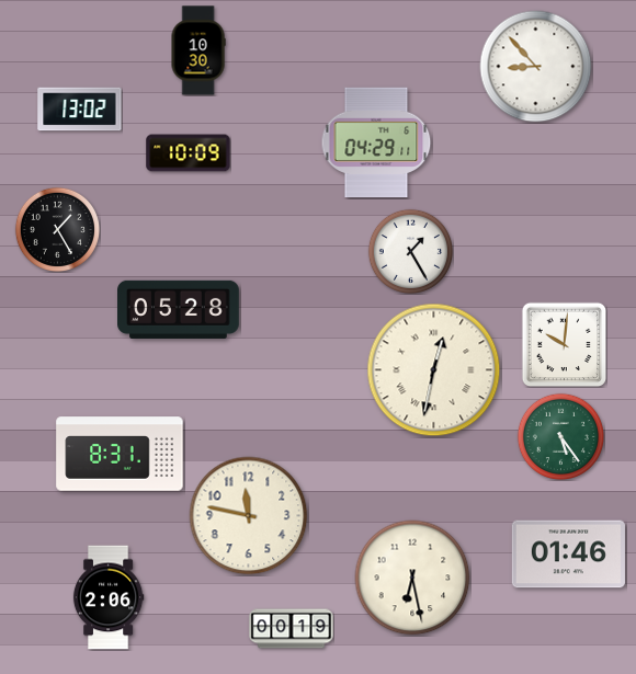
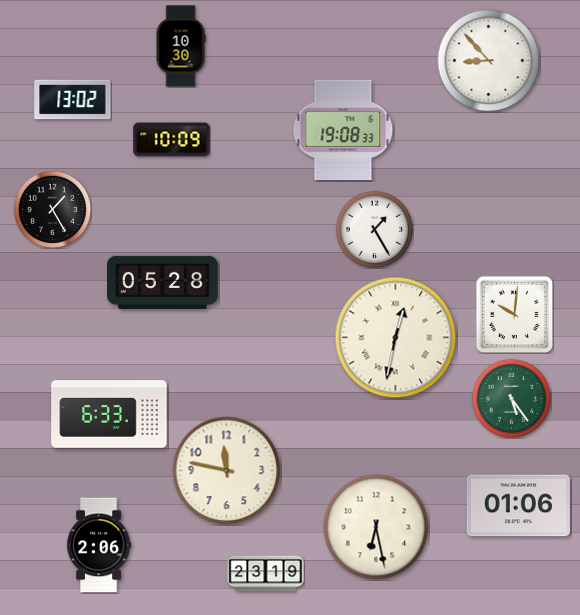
clock at (376, 142): 04:29 -> 19:08
clock at (120, 454): 8:31 -> 6:33
clock at (568, 555): 01:46 -> 01:06
clock at (292, 629): 00:19 -> 23:19
